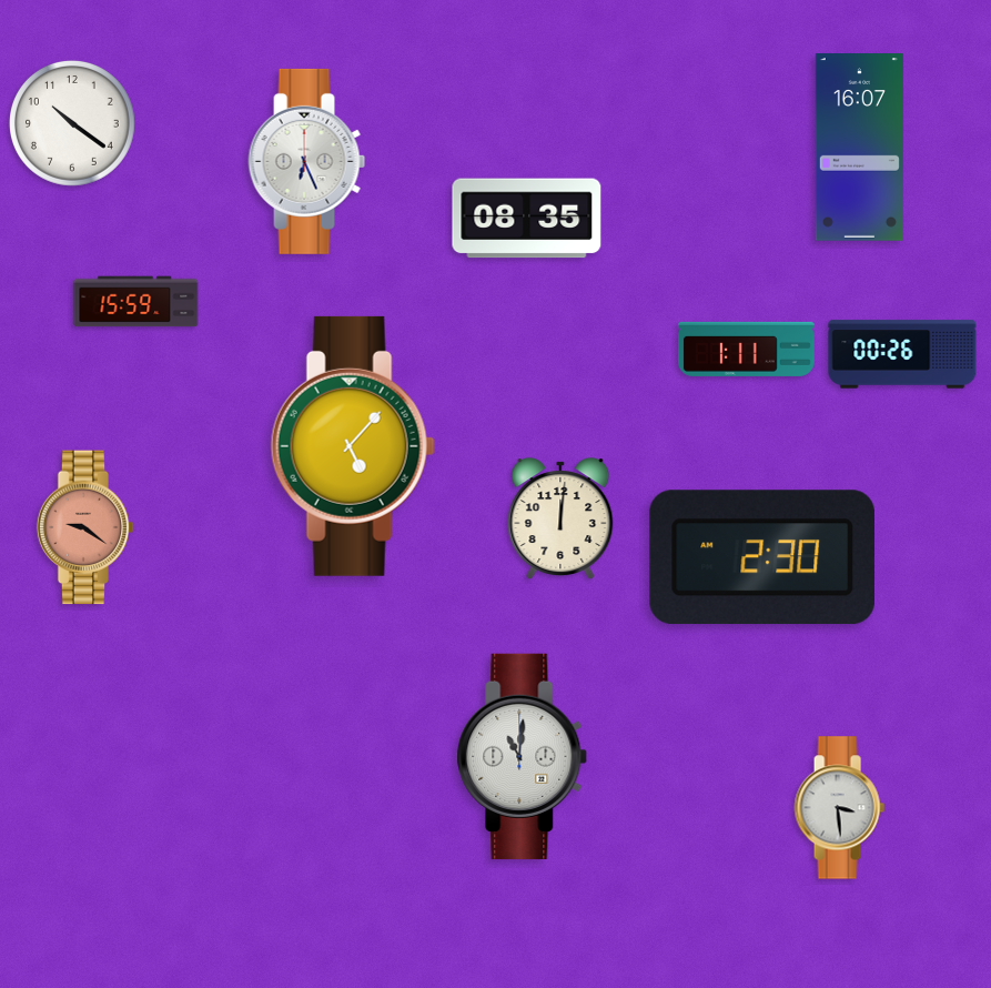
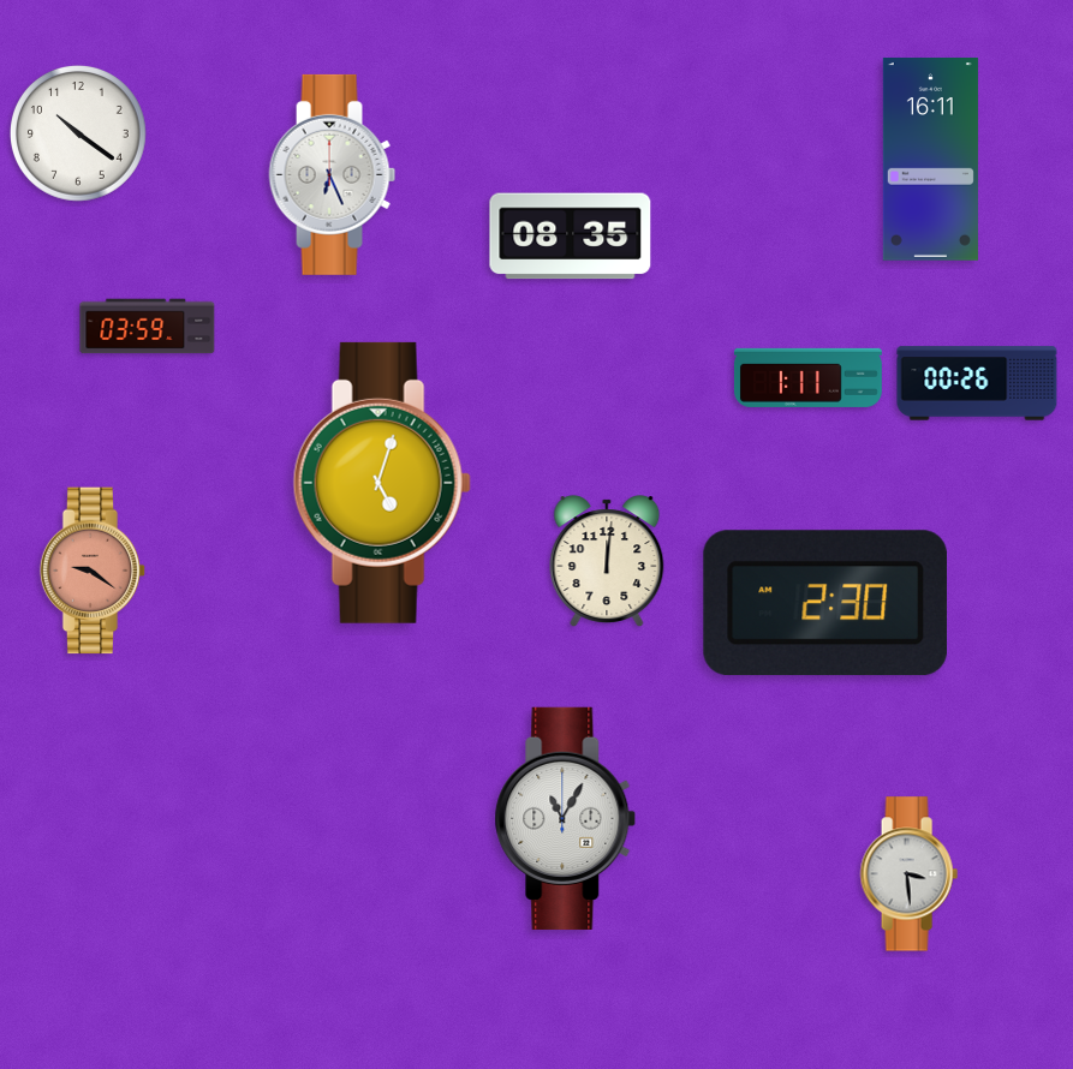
clock at (859, 148): 16:07 -> 16:11
clock at (136, 302): 15:59 -> 03:59
clock at (353, 446): 5:07 -> 5:03
clock at (523, 756): 11:01 -> 11:05
